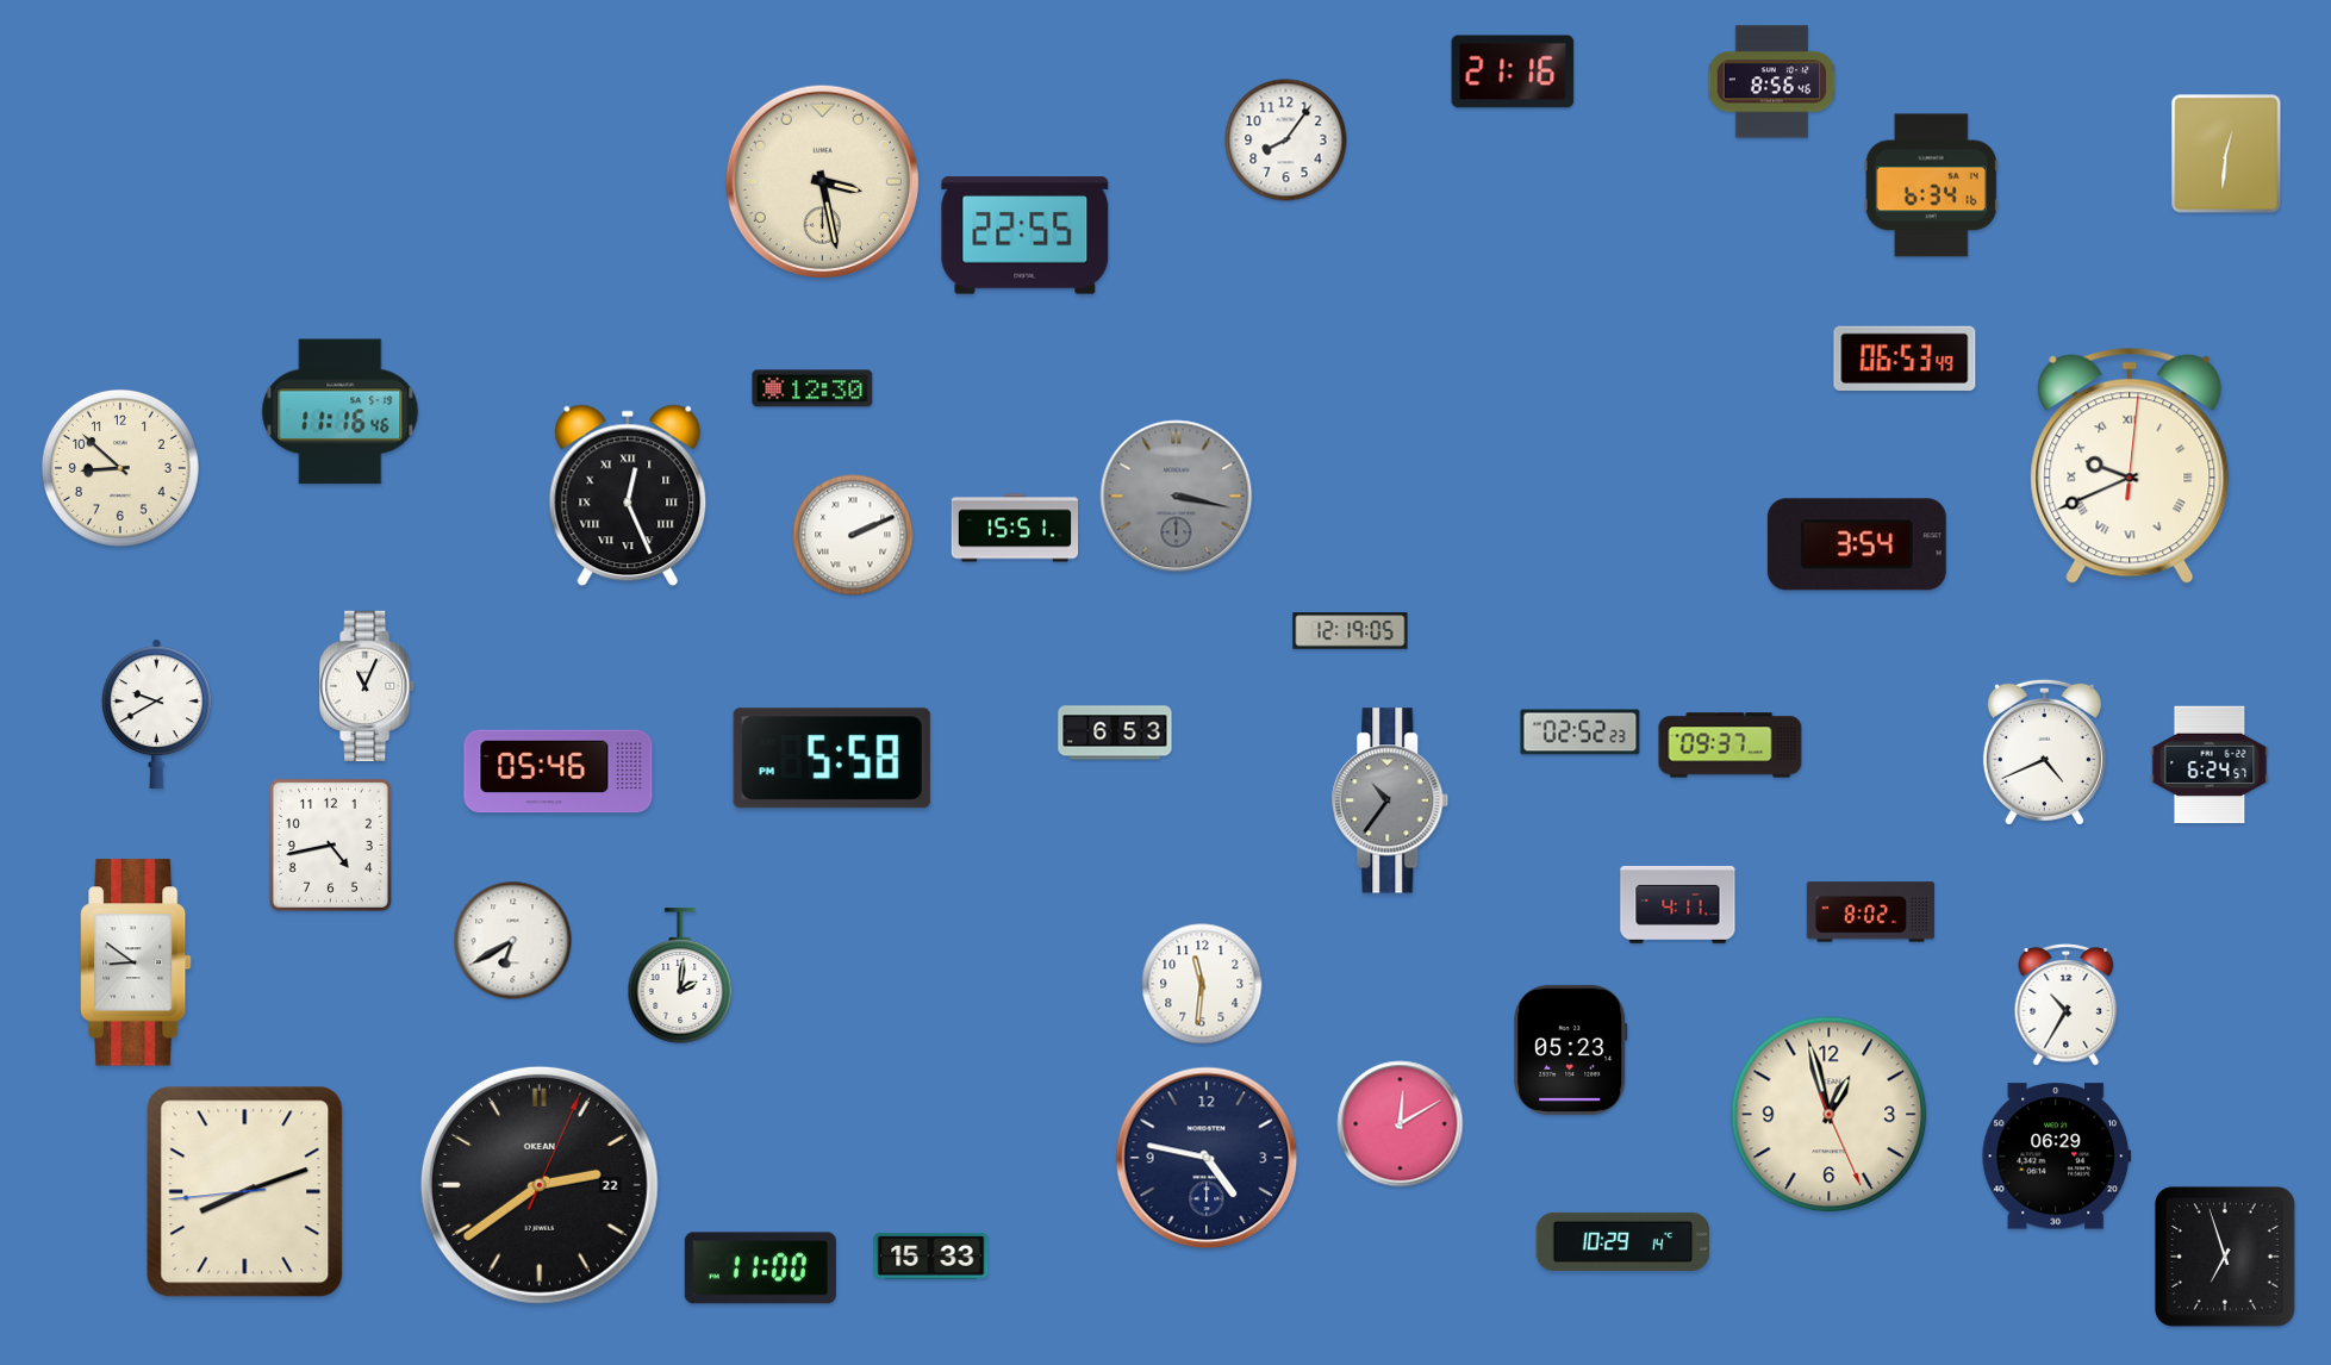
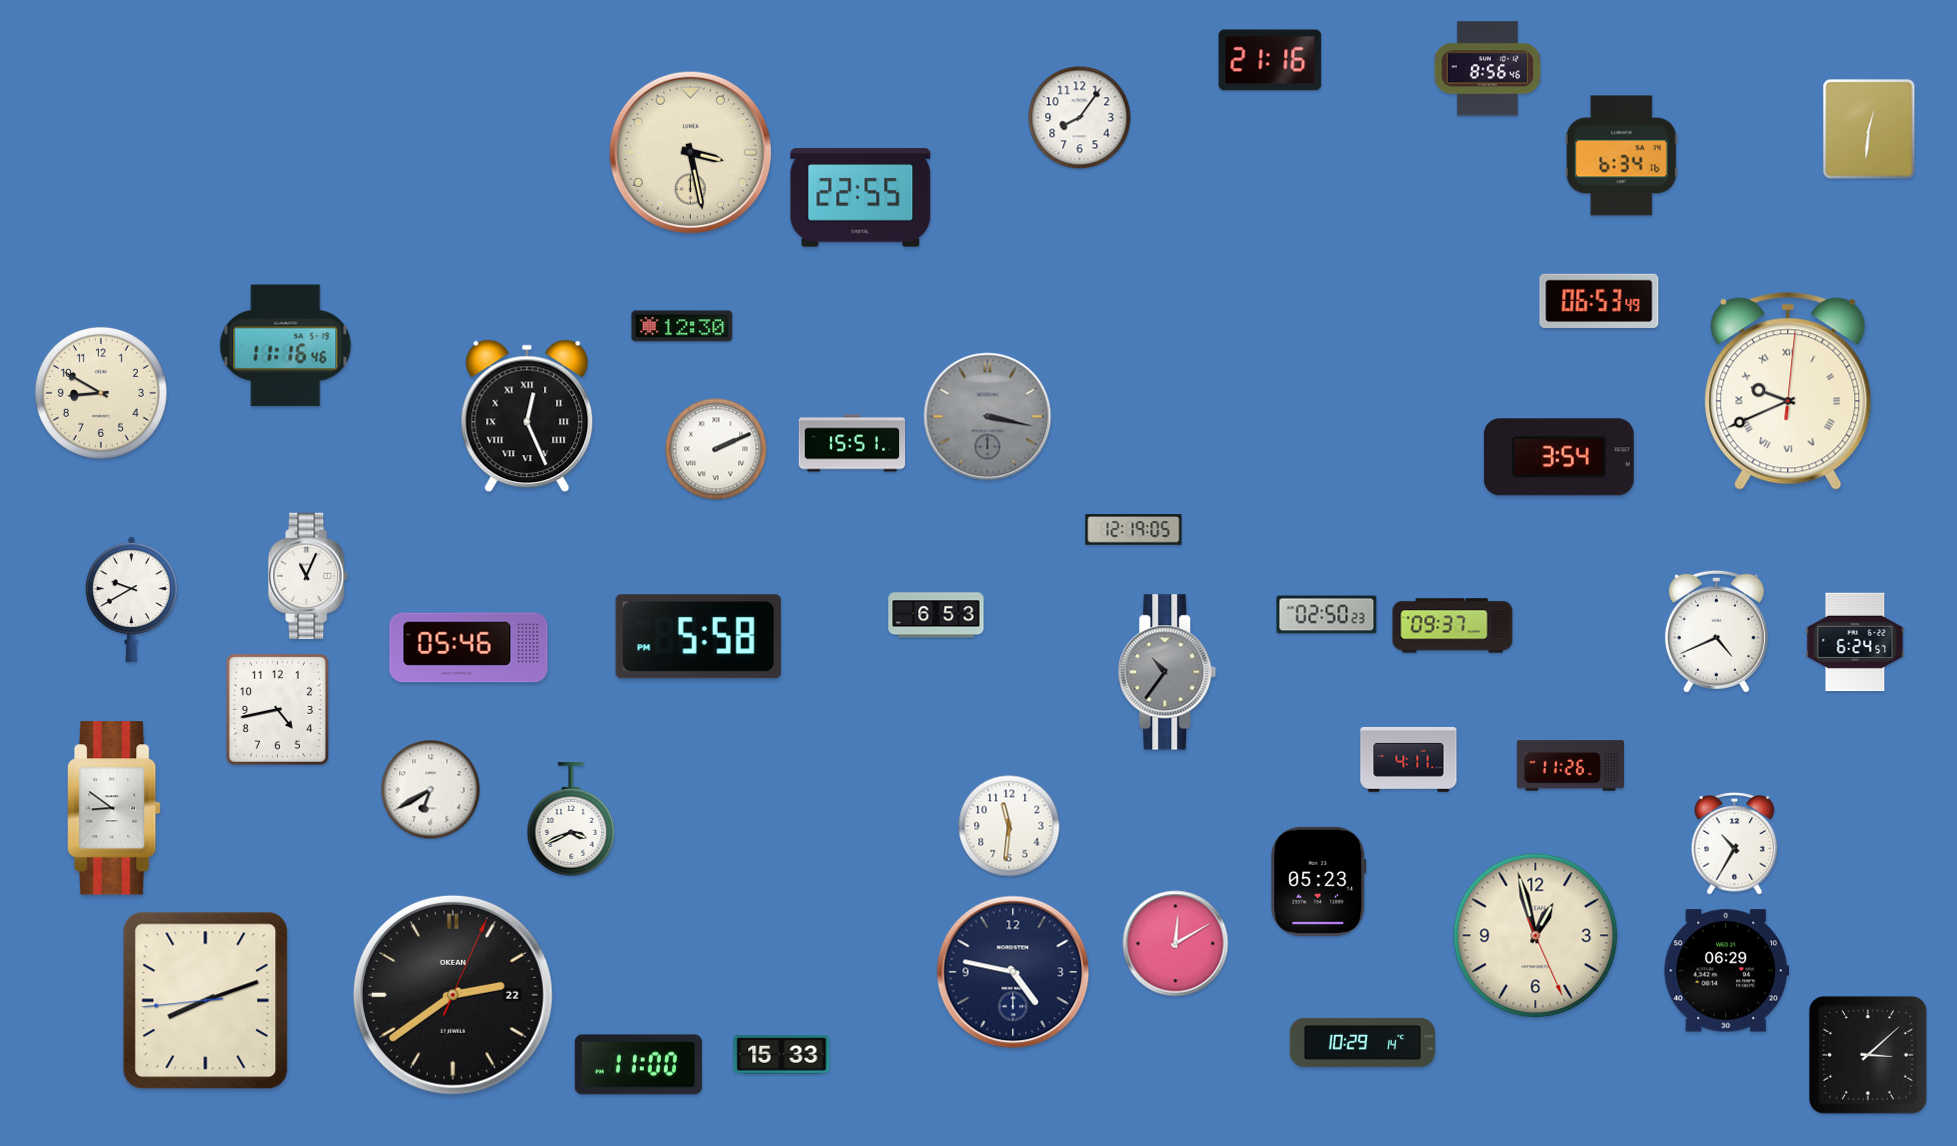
clock at (120, 468): 8:52 -> 8:50
clock at (1581, 733): 02:52 -> 02:50
clock at (1870, 912): 8:02 -> 11:26
clock at (680, 976): 2:01 -> 3:41
clock at (2225, 1257): 6:57 -> 3:08
